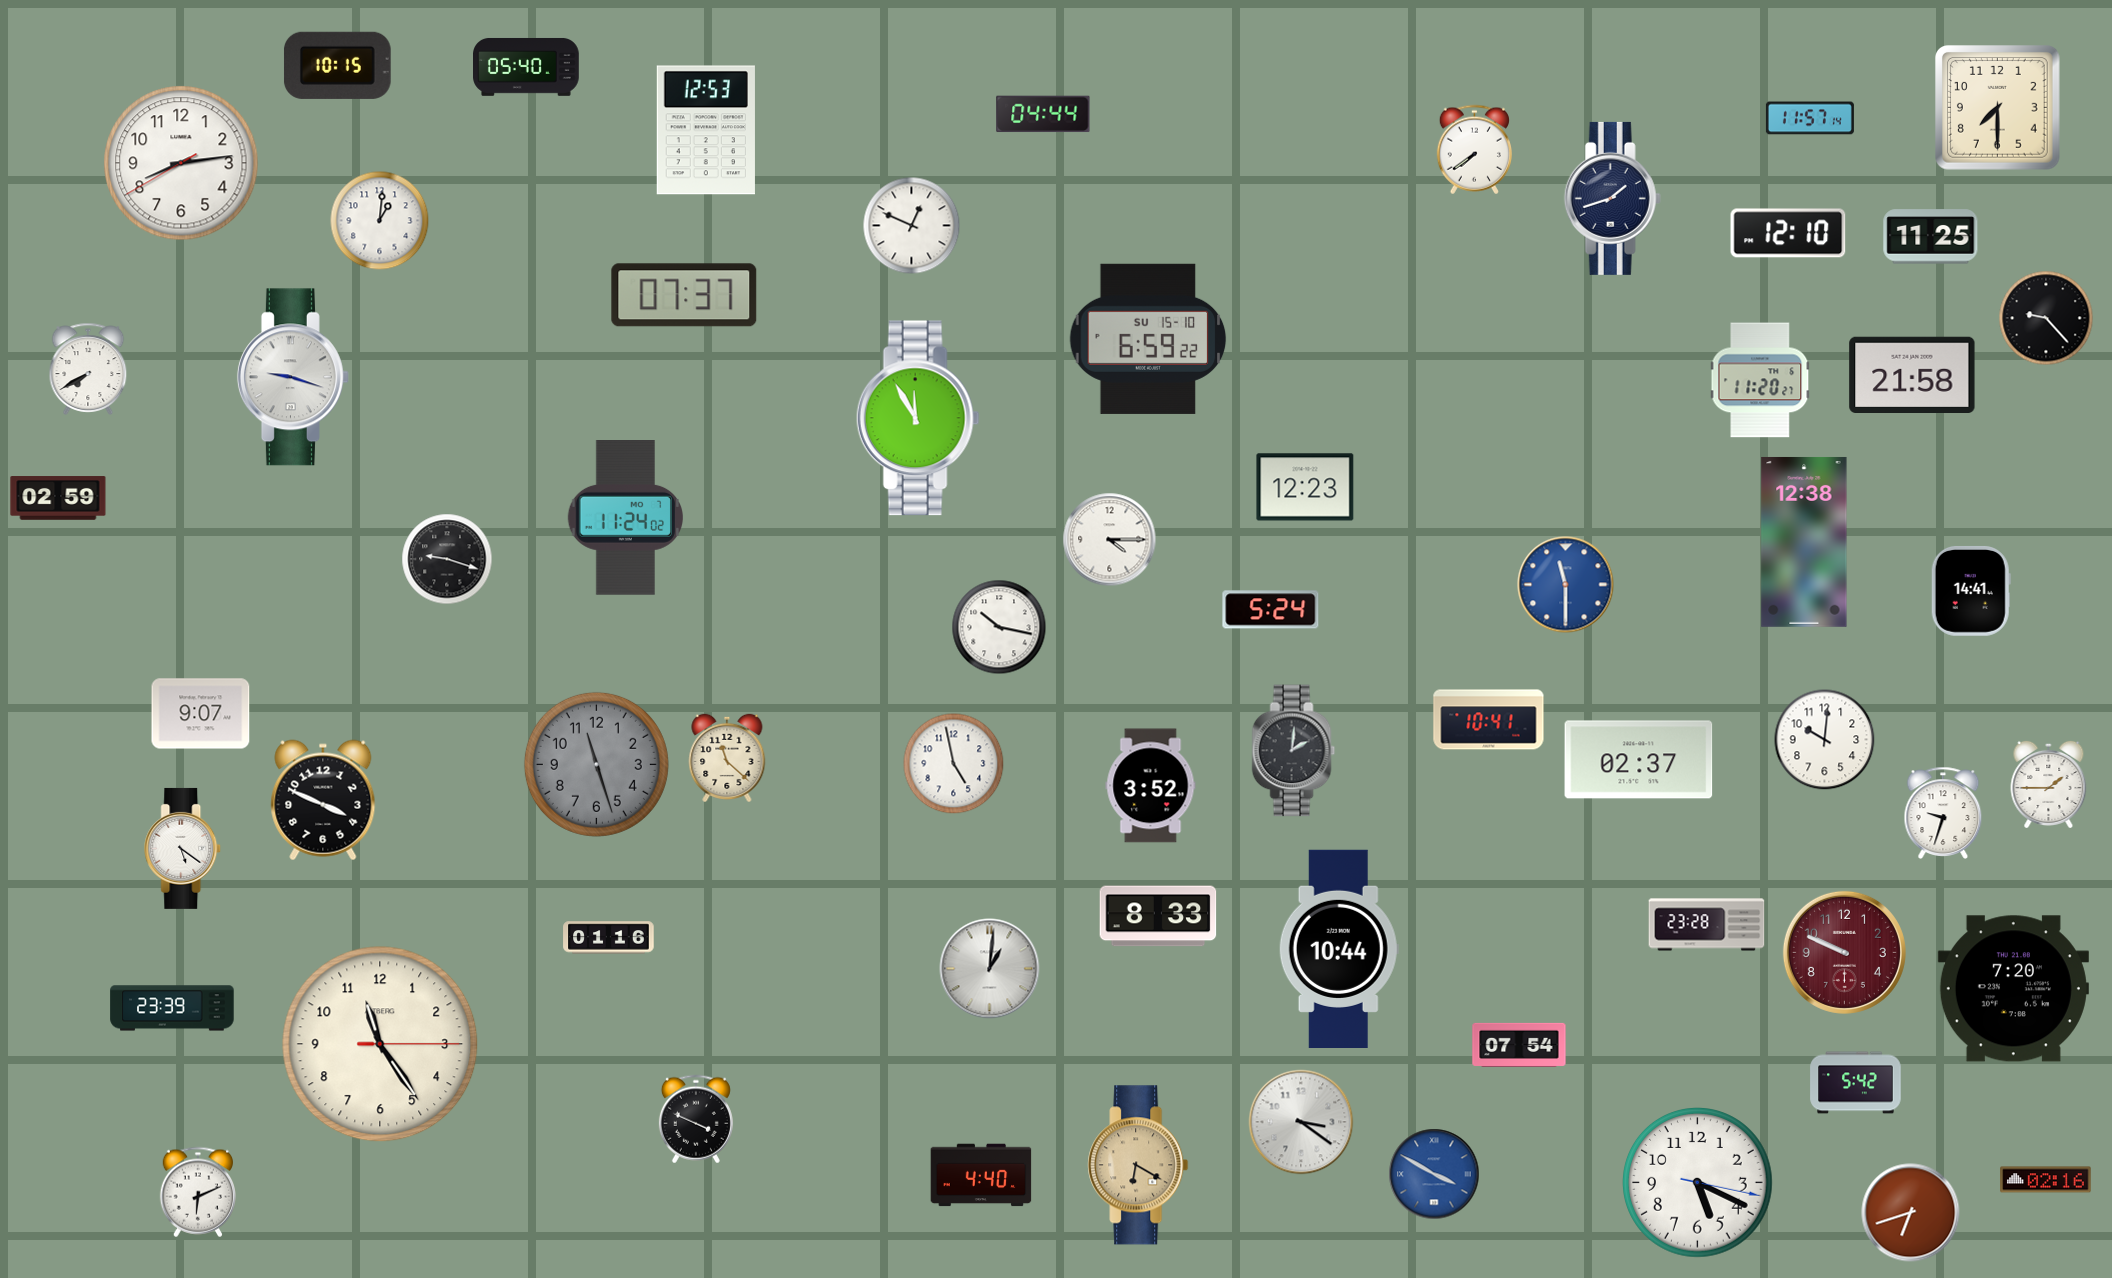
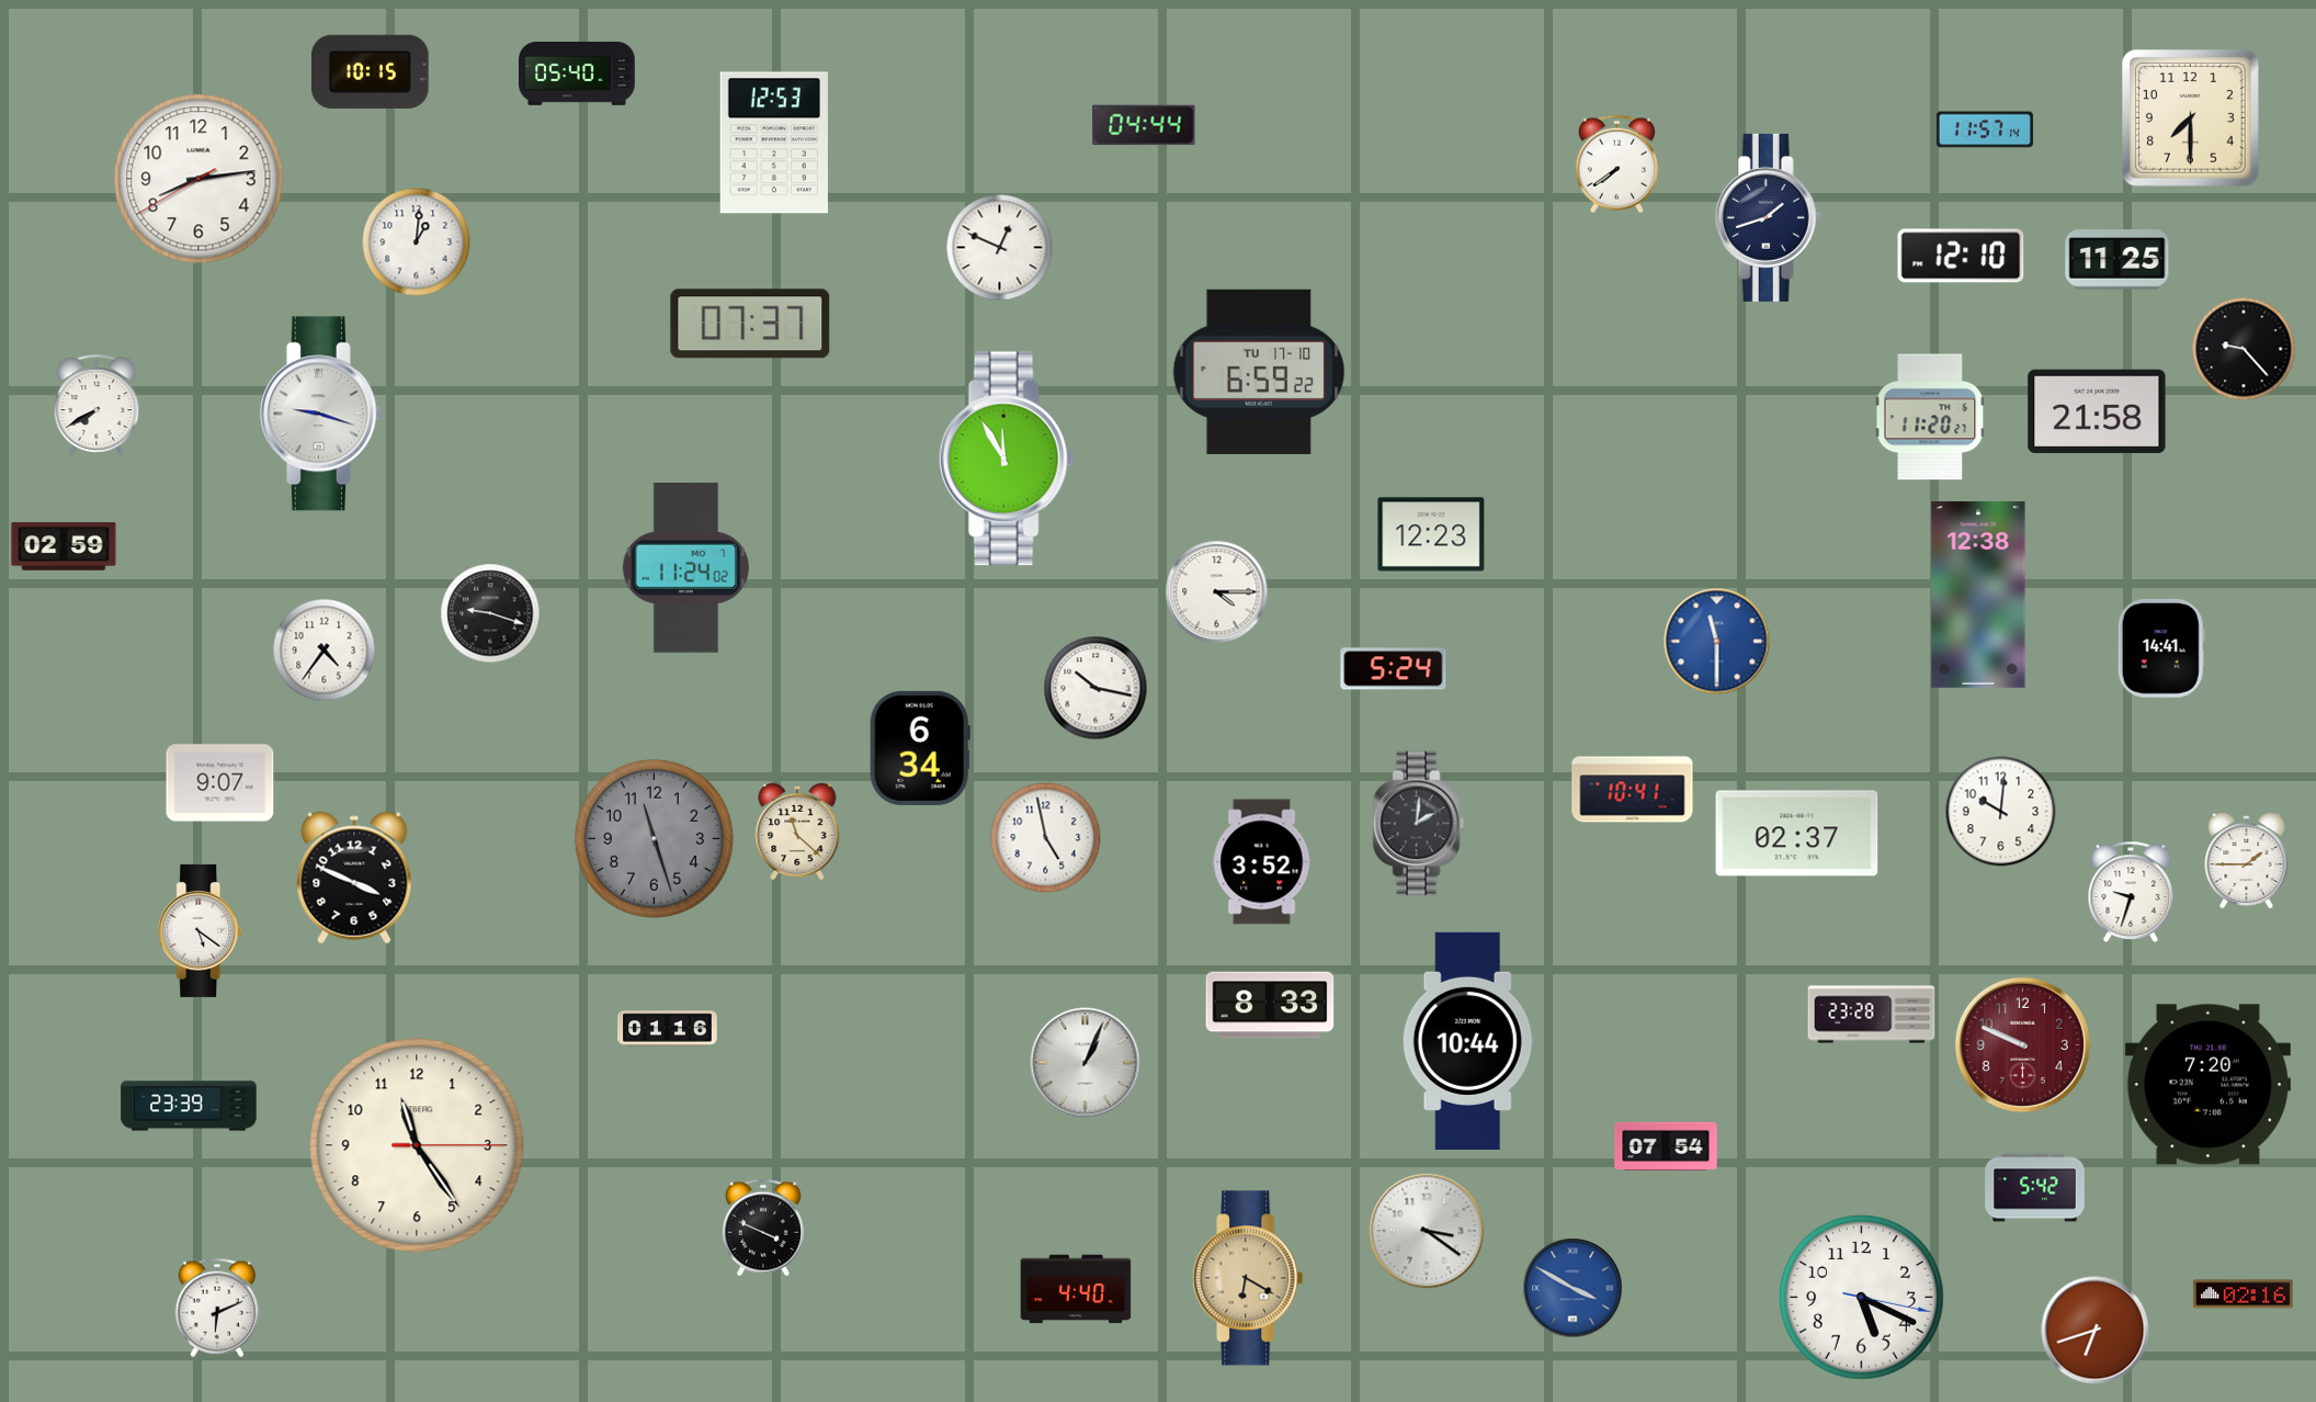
clock at (1148, 339) date: SU 15-10 -> TU 17-10
clock at (325, 651): none -> 4:36
clock at (920, 748): none -> 6:34
clock at (990, 969): 1:01 -> 1:04
